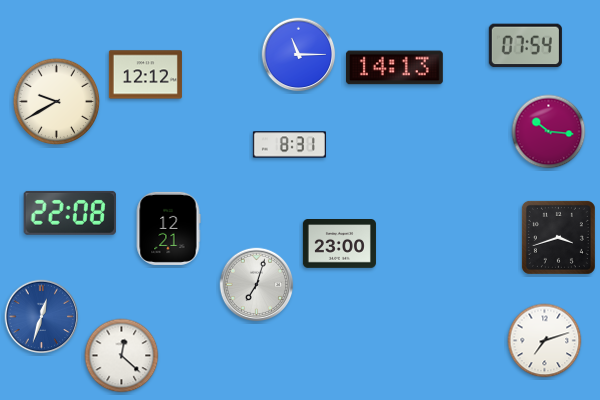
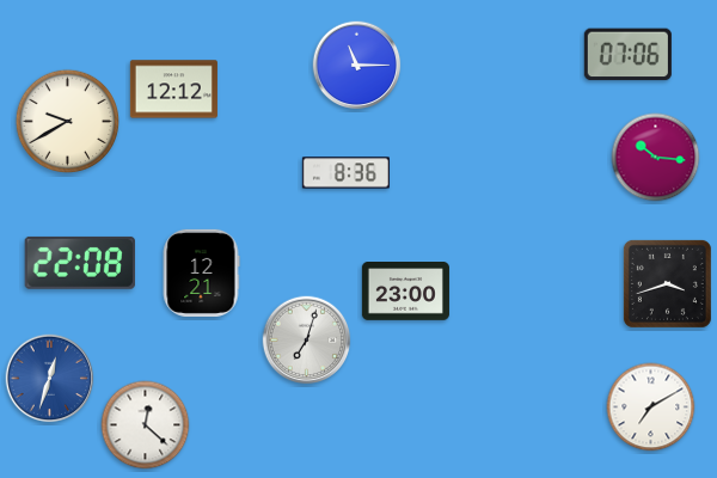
clock at (525, 46): 07:54 -> 07:06
clock at (394, 68): 14:13 -> none
clock at (289, 145): 8:31 -> 8:36
clock at (70, 213) position: (70, 213) -> (80, 263)
clock at (545, 341): 7:12 -> 7:10
